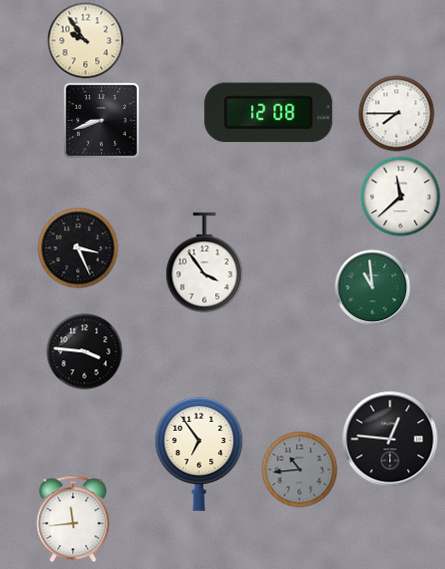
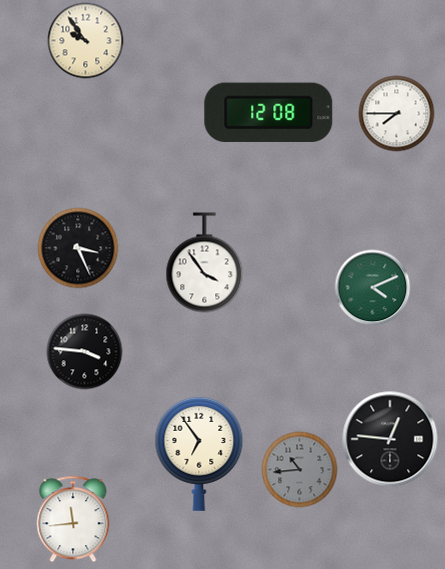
clock at (101, 120): 8:42 -> none
clock at (401, 197): 11:38 -> none
clock at (373, 288): 10:59 -> 4:11
